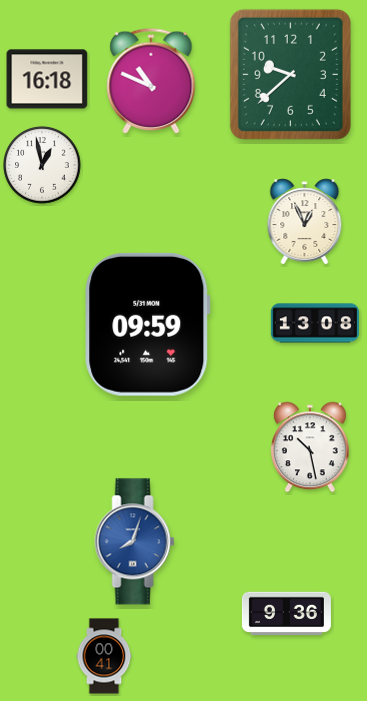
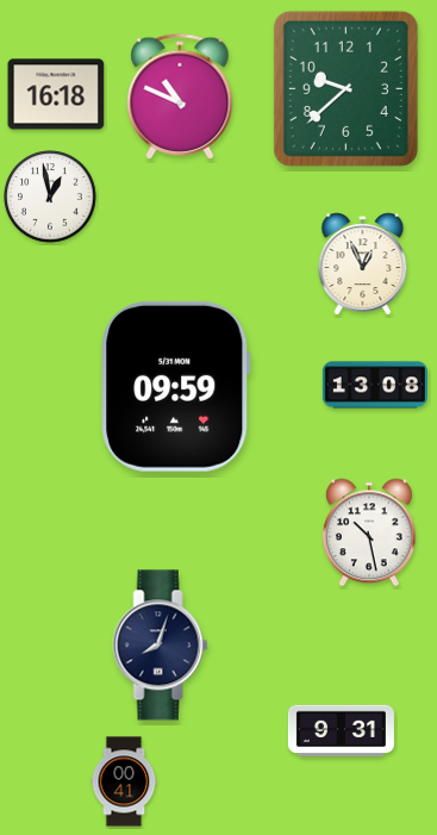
clock at (135, 542) dial: blue -> navy
clock at (286, 614): 9:36 -> 9:31
